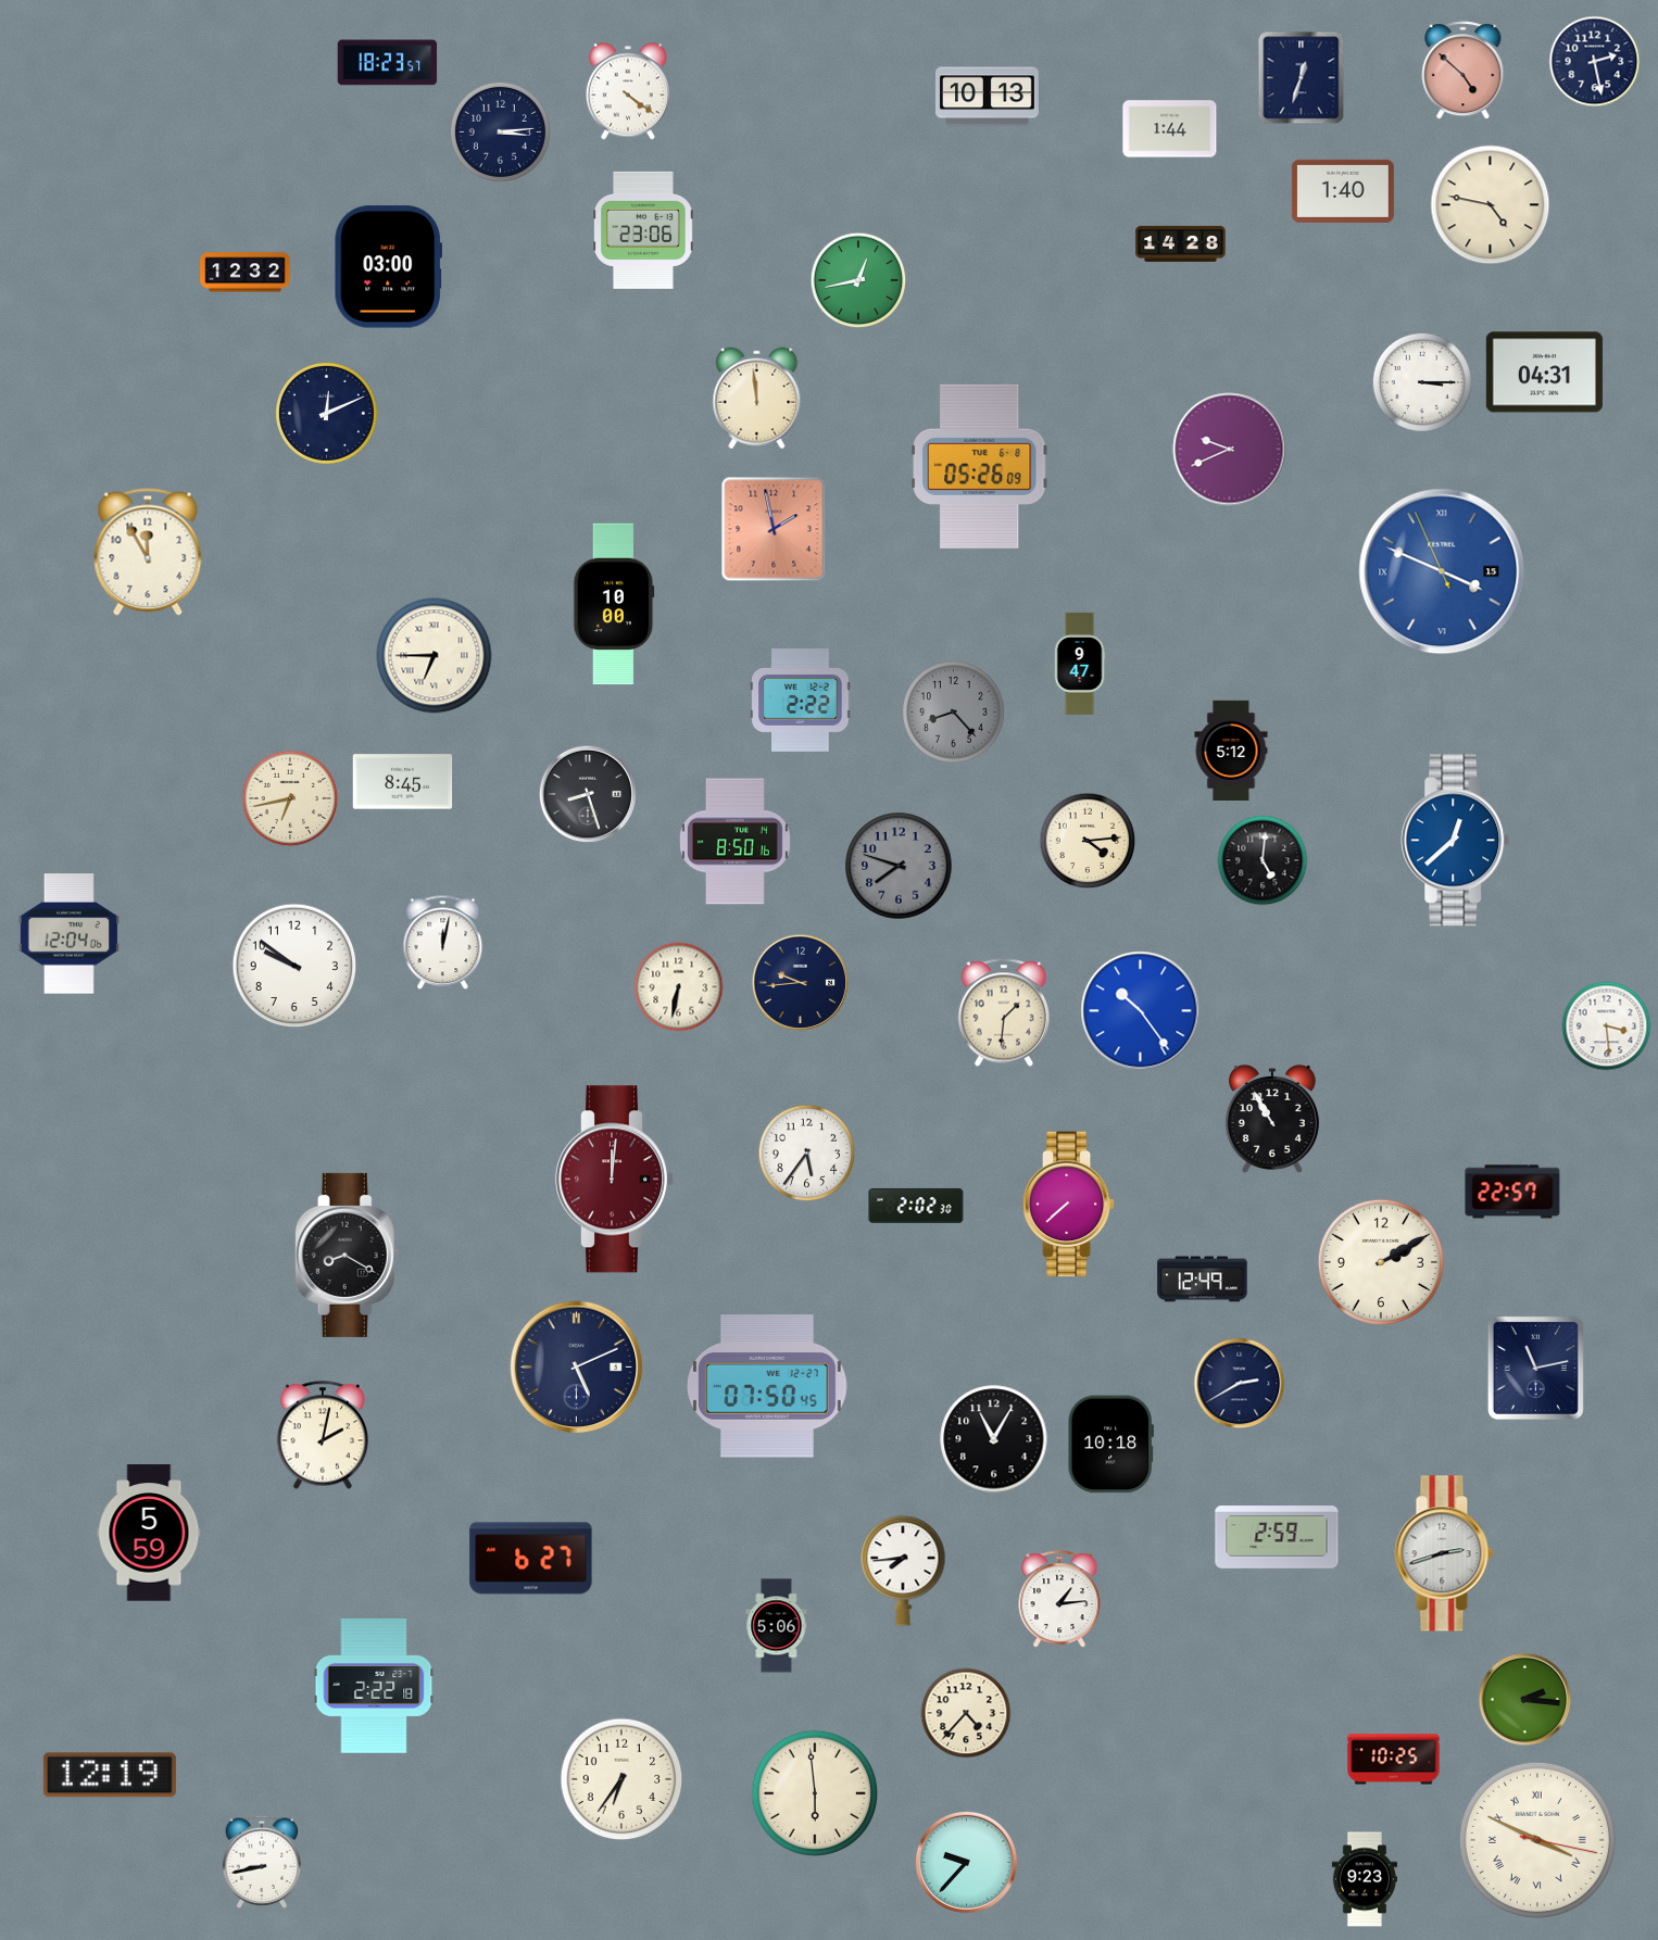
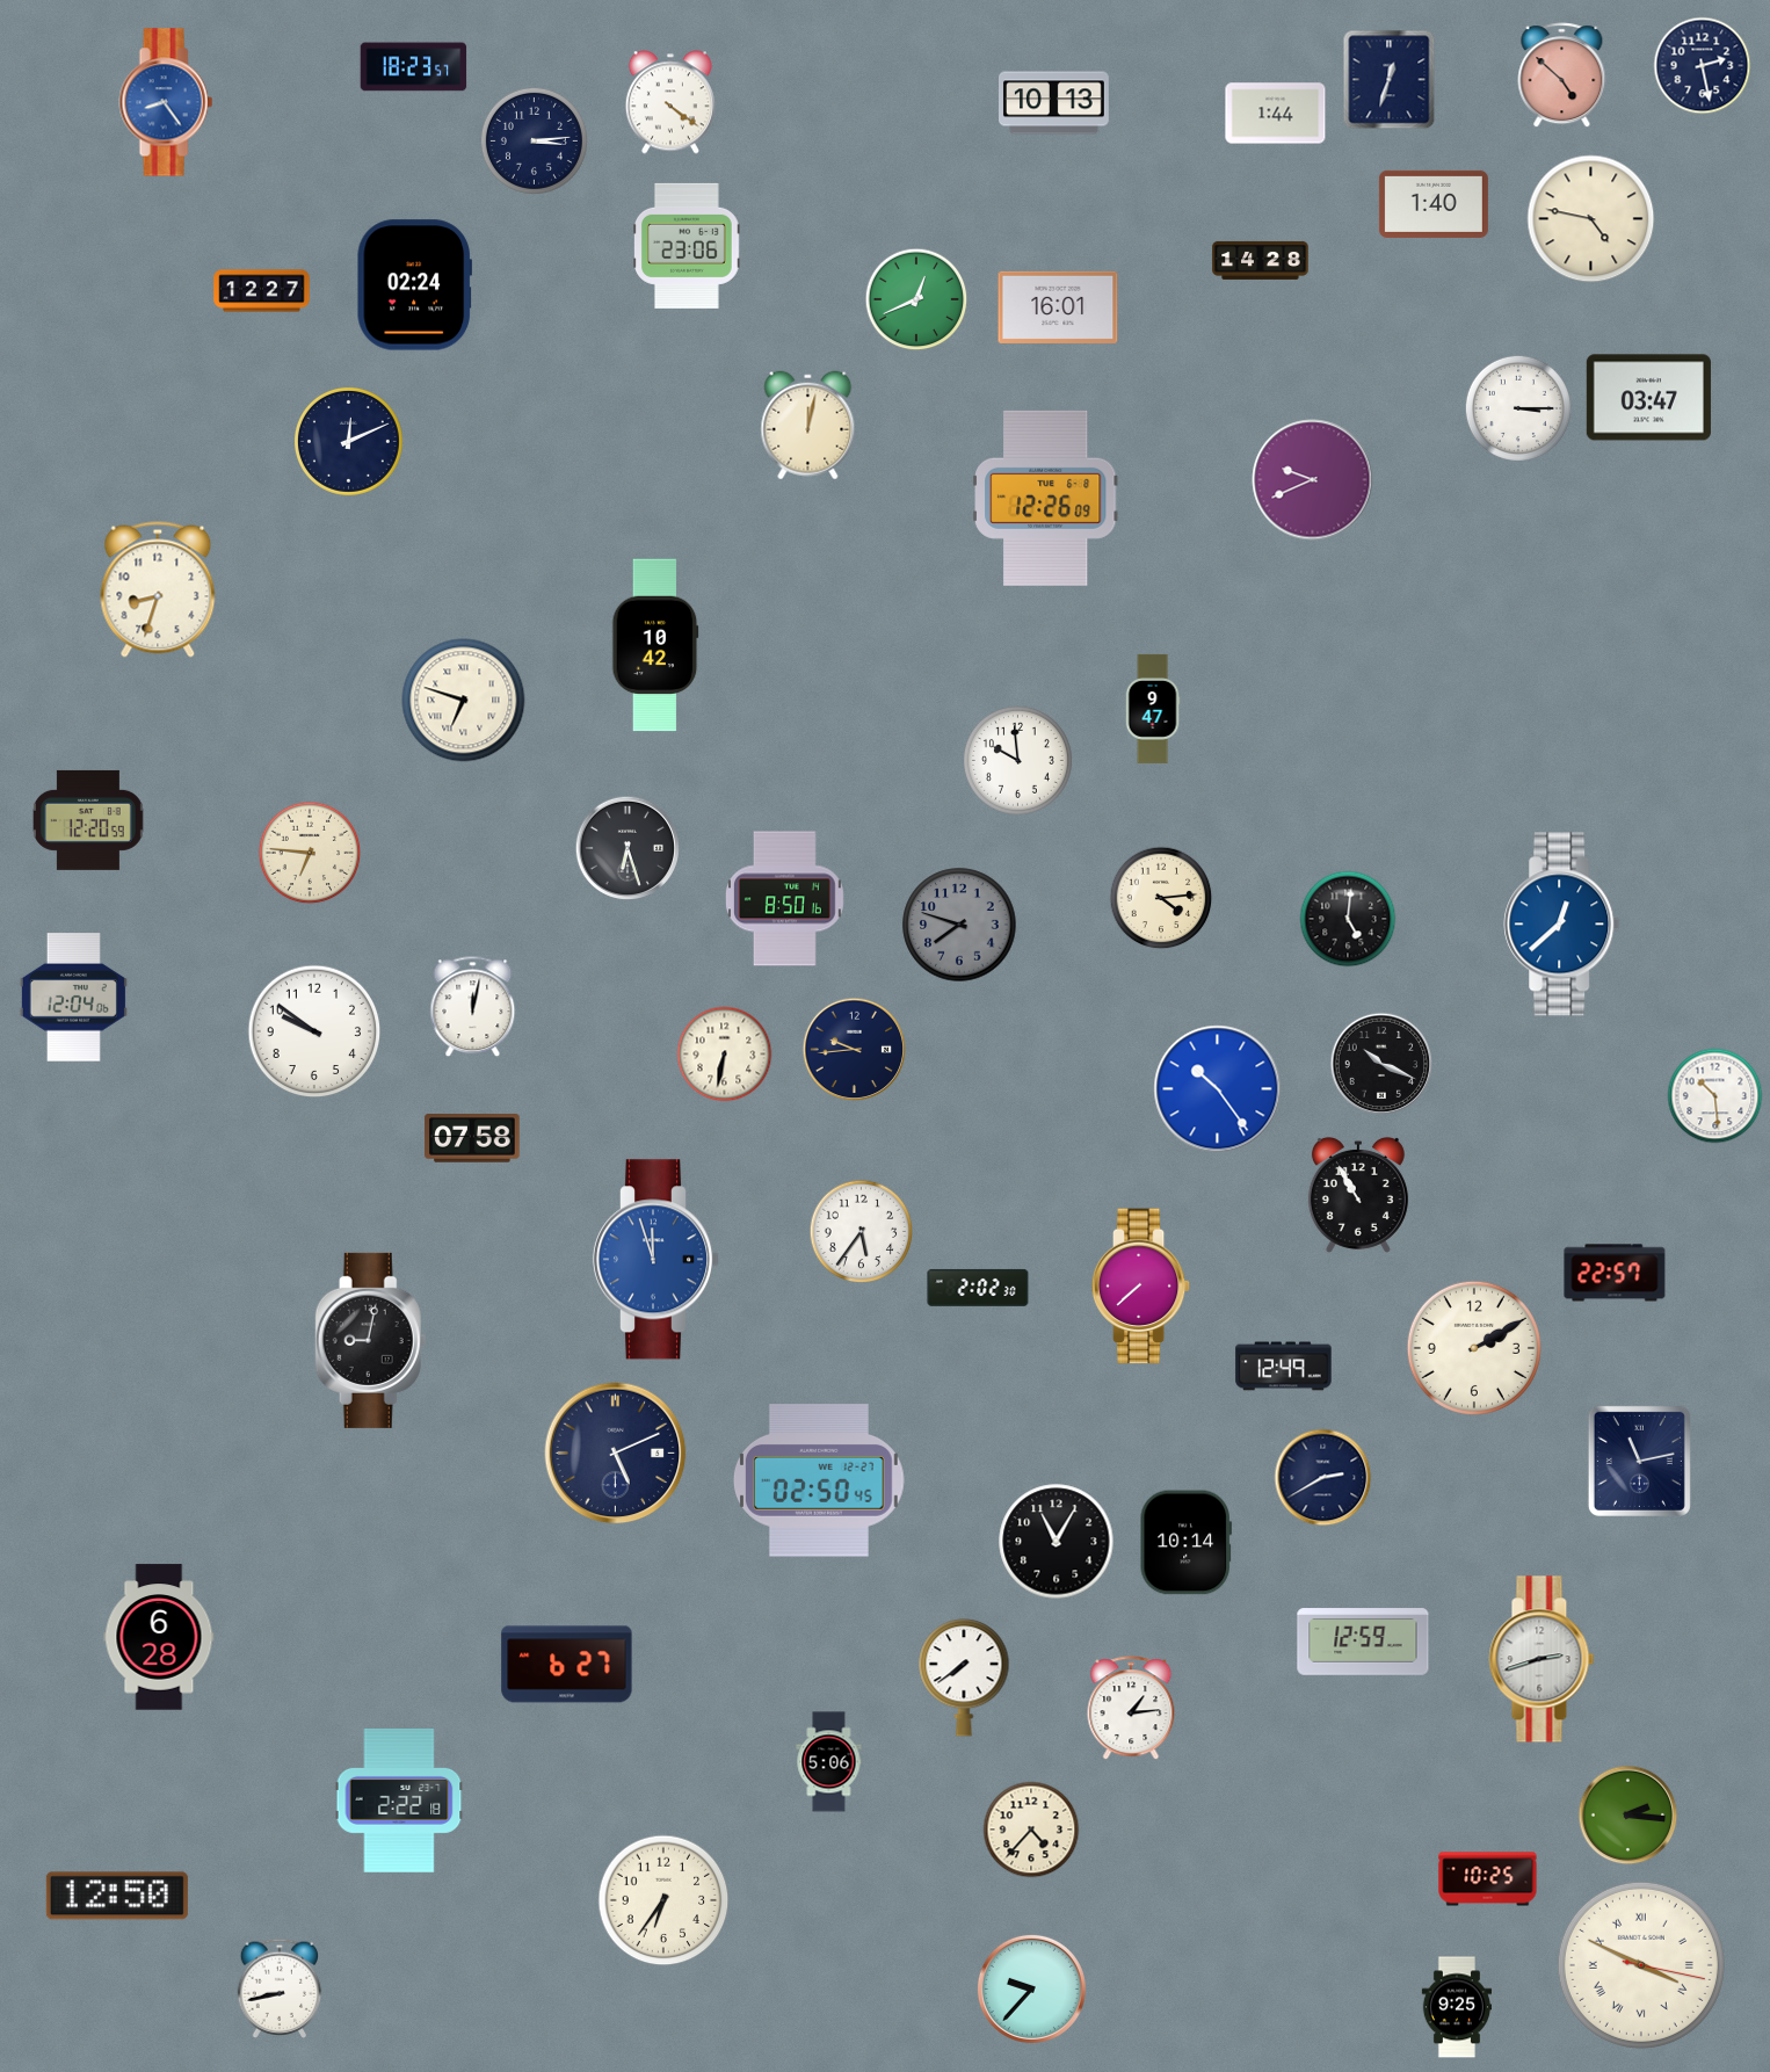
clock at (1302, 78) position: (1302, 78) -> (1390, 80)
clock at (628, 91) position: (628, 91) -> (670, 102)
clock at (166, 102): none -> 8:24
clock at (1170, 129) position: (1170, 129) -> (1276, 114)
clock at (388, 267): 03:00 -> 02:24
clock at (246, 273): 12:32 -> 12:27
clock at (858, 280): 12:43 -> 12:41
clock at (1058, 307): none -> 16:01
clock at (1544, 373): 04:31 -> 03:47
clock at (757, 399): 11:59 -> 12:02
clock at (980, 466): 05:26 -> 12:26
clock at (774, 529): 1:58 -> none
clock at (148, 552): 11:55 -> 8:33
clock at (1442, 571): 3:48 -> none
clock at (614, 604): 10:00 -> 10:42
clock at (435, 656): 6:45 -> 6:48
clock at (801, 700): 2:22 -> none
clock at (953, 711): 8:23 -> 9:59
clock at (953, 711) dial: grey -> white
clock at (1231, 751): 5:12 -> none
clock at (88, 820): none -> 12:20
clock at (403, 782): 8:45 -> none
clock at (587, 793): 8:27 -> 6:27
clock at (290, 798): 6:43 -> 6:46
clock at (1456, 841) position: (1456, 841) -> (1562, 925)
clock at (1381, 1064): none -> 10:19
clock at (1141, 1011) position: (1141, 1011) -> (1218, 1089)
clock at (1003, 1012): 1:31 -> none
clock at (1607, 1026): 3:29 -> 10:29
clock at (472, 1139): none -> 07:58
clock at (615, 1180): 12:01 -> 11:57
clock at (615, 1180) dial: burgundy -> blue
clock at (348, 1255): 8:20 -> 9:02
clock at (577, 1368) position: (577, 1368) -> (616, 1454)
clock at (767, 1386): 07:50 -> 02:50
clock at (322, 1435): 2:02 -> none
clock at (994, 1439) position: (994, 1439) -> (1057, 1542)
clock at (1110, 1445): 10:18 -> 10:14
clock at (149, 1533): 5:59 -> 6:28
clock at (1277, 1537): 2:59 -> 12:59
clock at (903, 1571): 7:44 -> 7:39
clock at (777, 1626) position: (777, 1626) -> (829, 1762)
clock at (110, 1775): 12:19 -> 12:50
clock at (815, 1793): 5:59 -> none
clock at (1364, 1879): 9:23 -> 9:25
